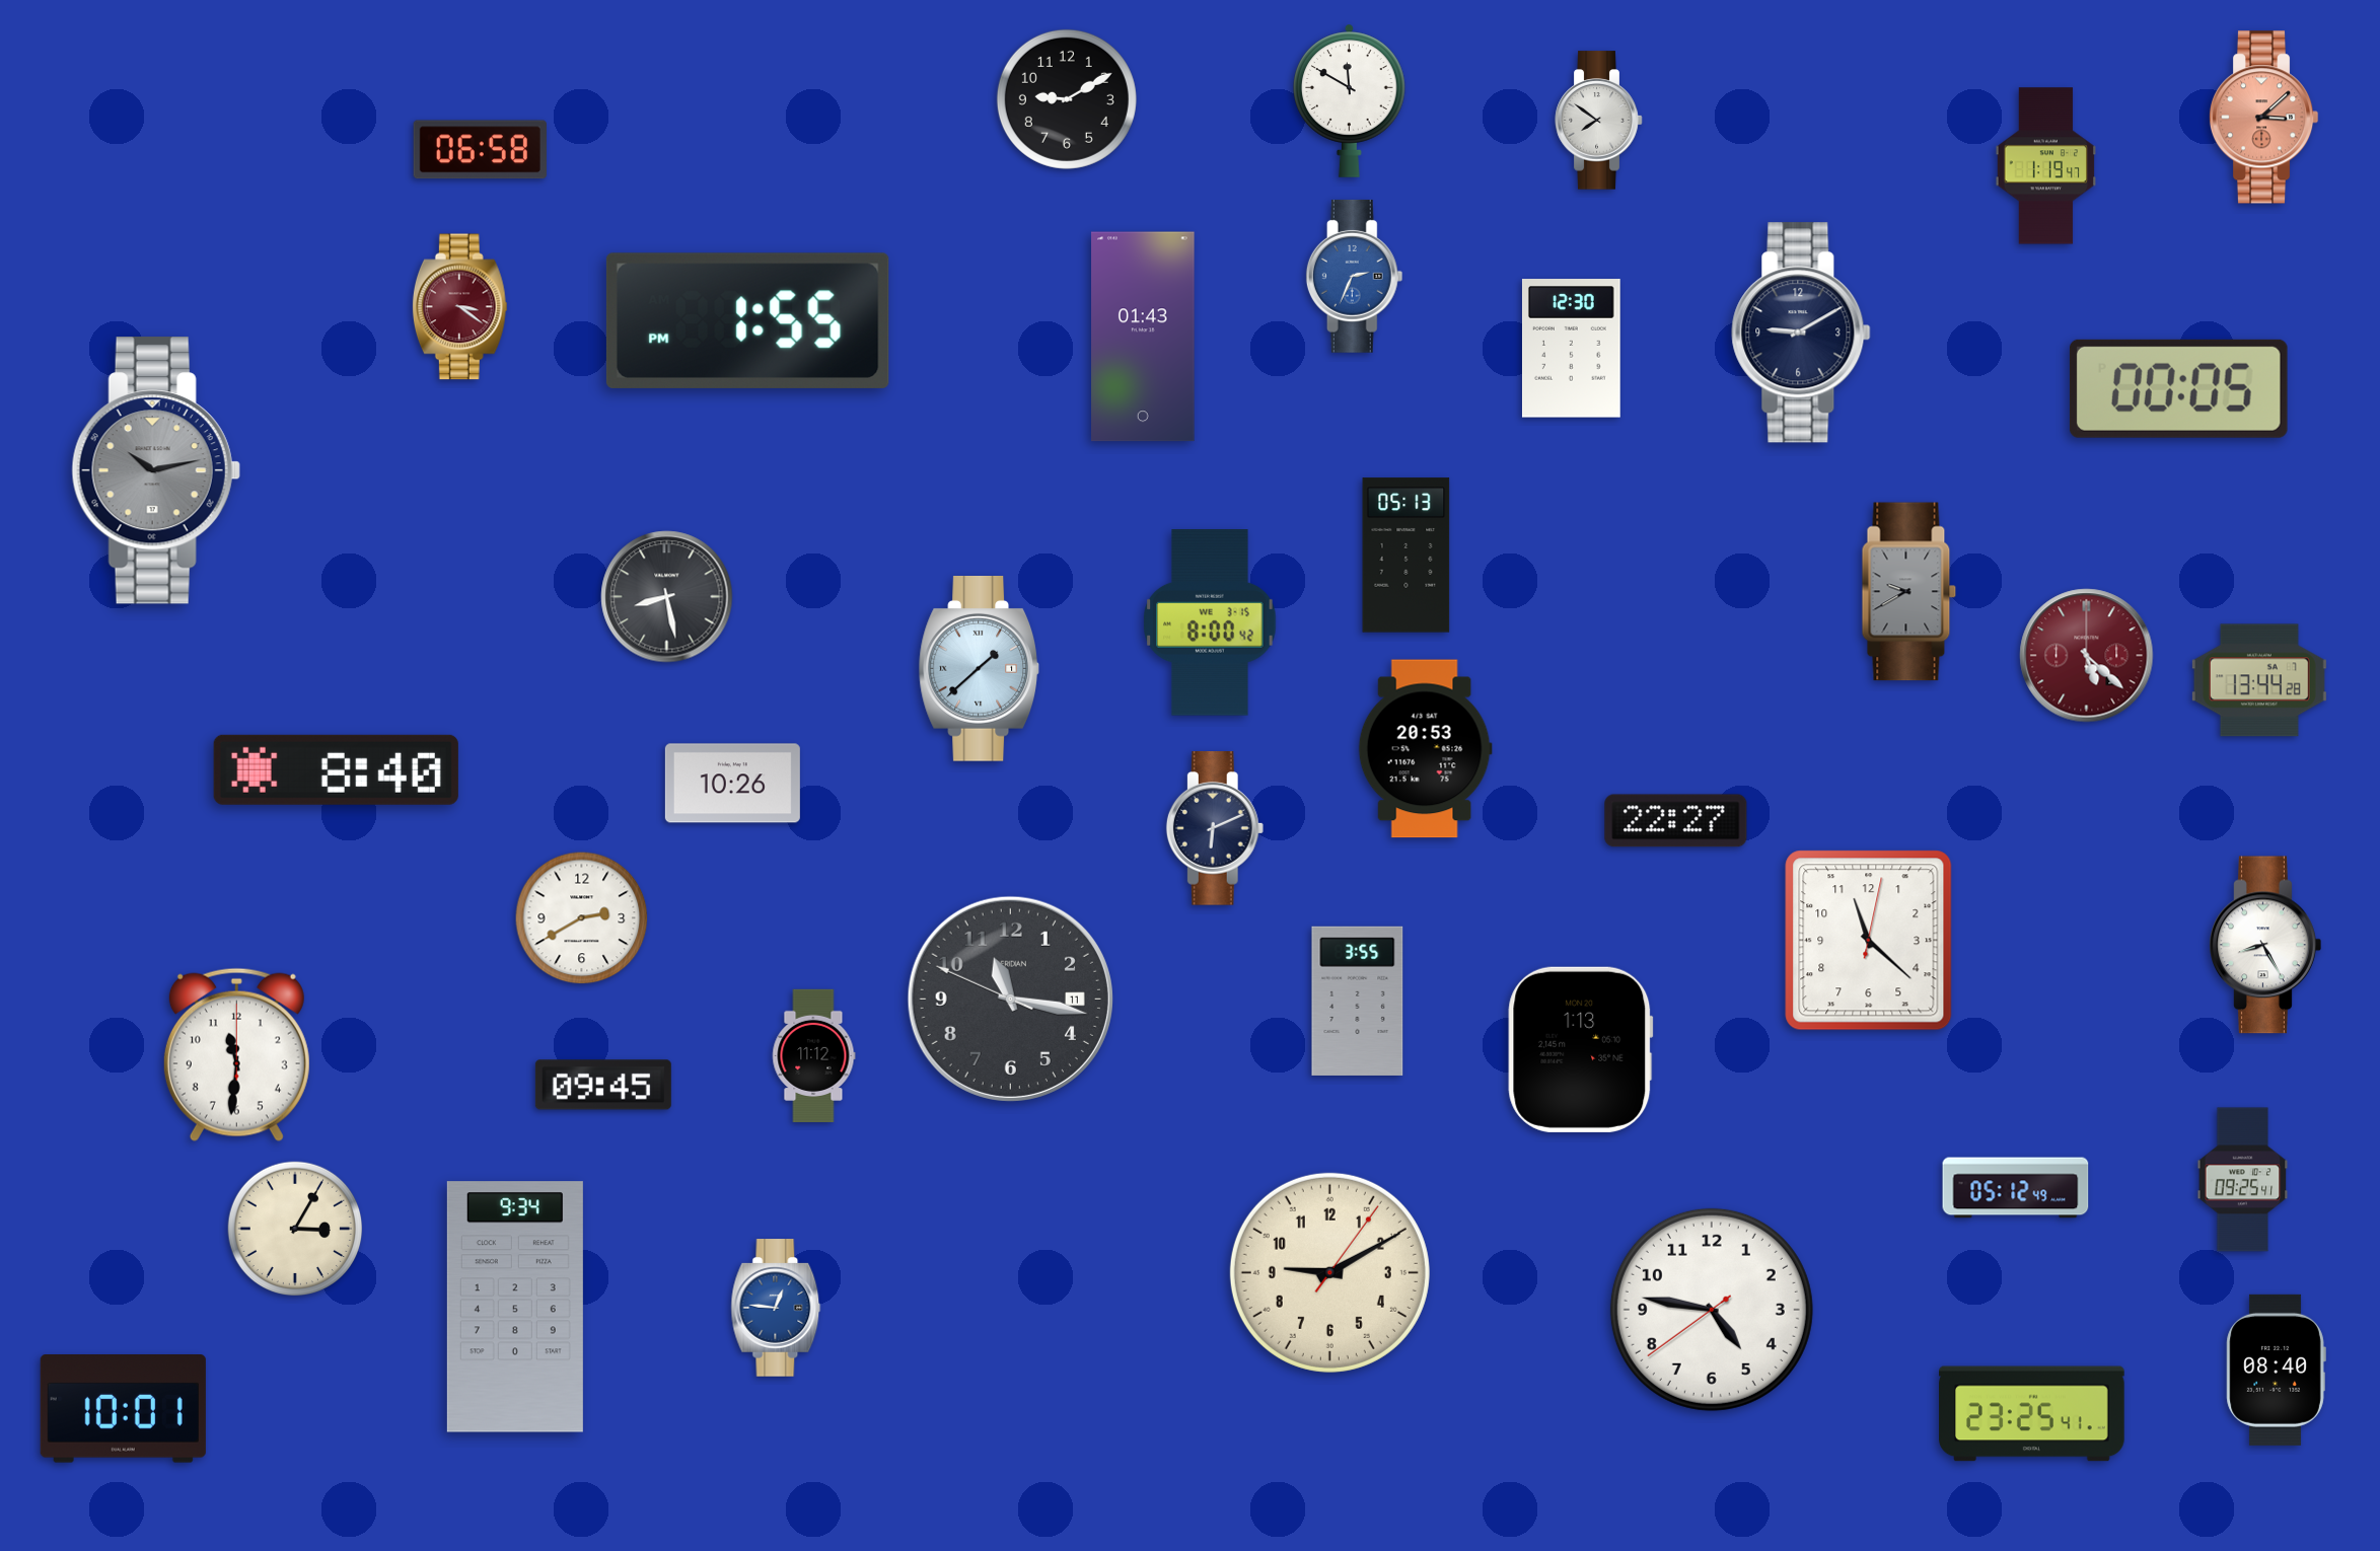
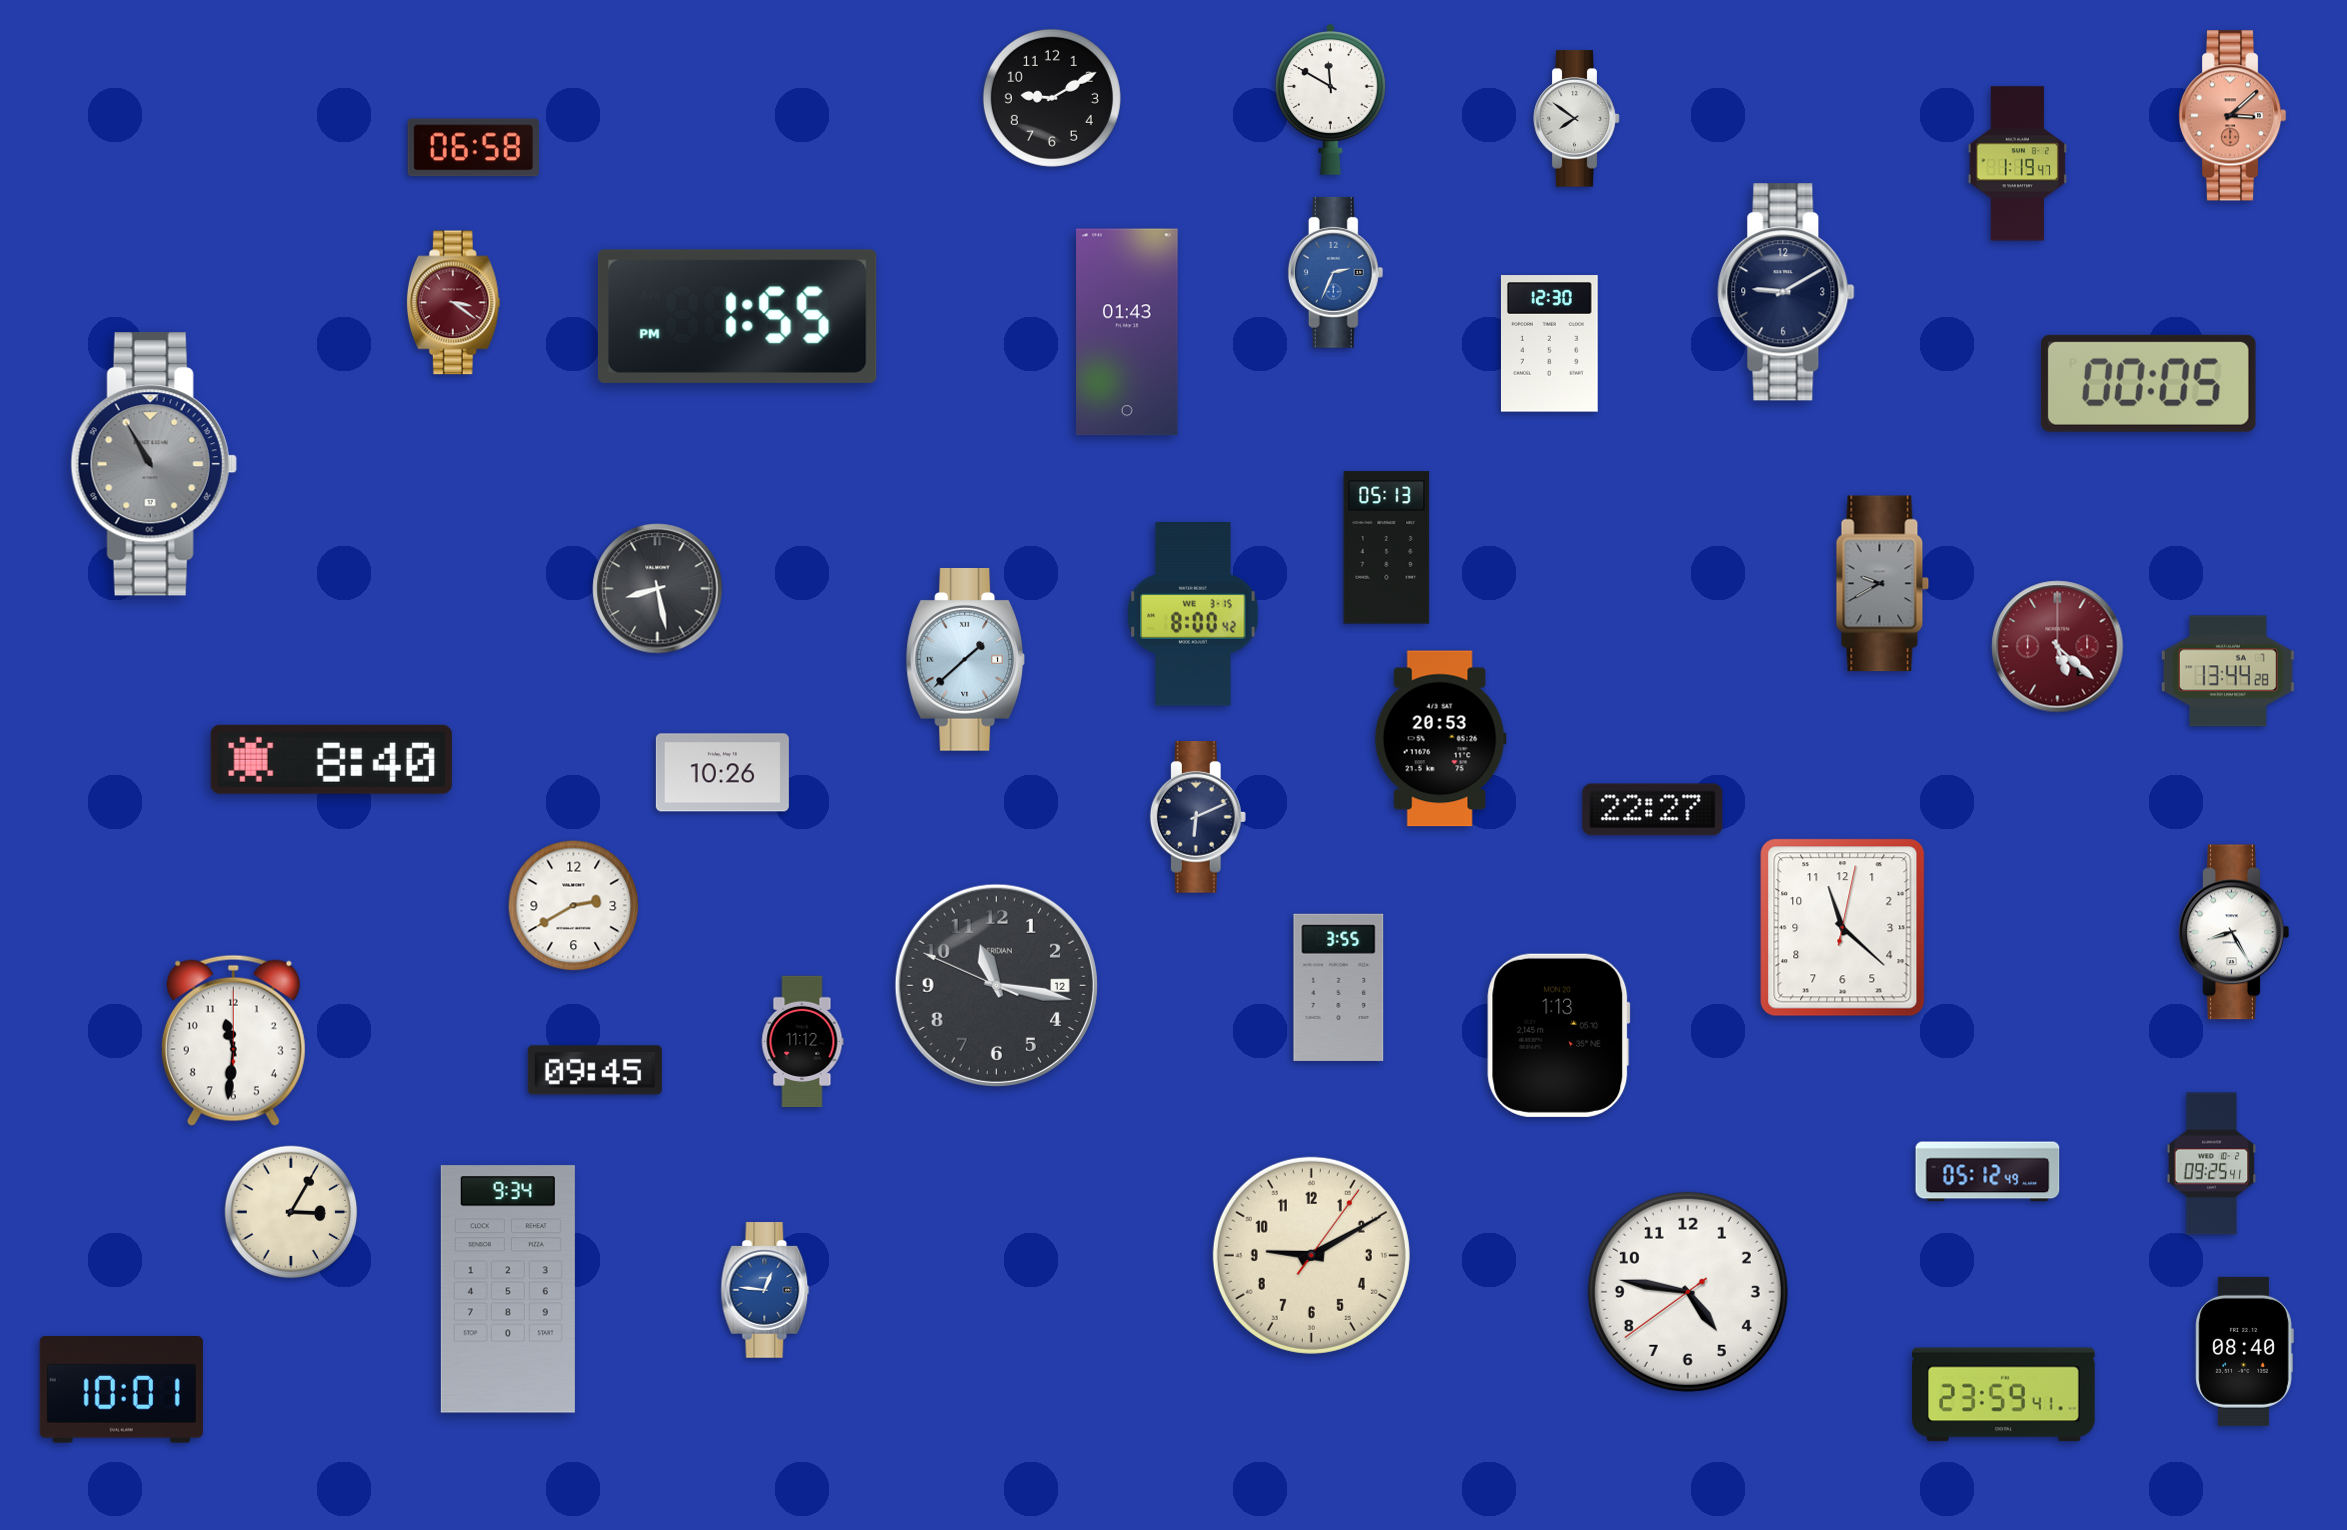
clock at (1801, 333) position: (1801, 333) -> (1786, 292)
clock at (156, 470): 10:13 -> 10:55
clock at (1425, 749) position: (1425, 749) -> (1440, 739)
clock at (1010, 999) date: 11 -> 12
clock at (2032, 1414): 23:25 -> 23:59
